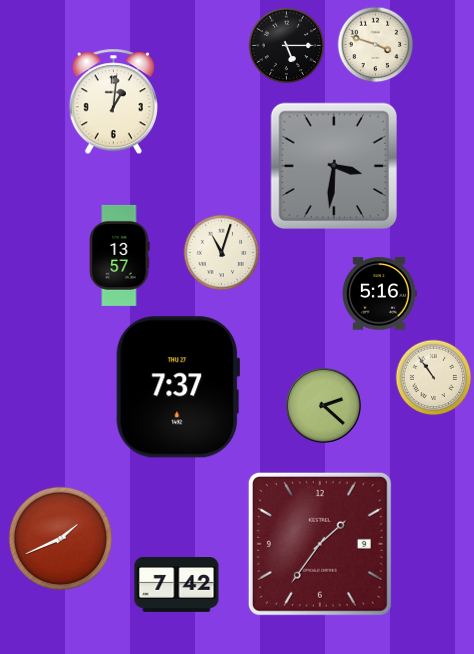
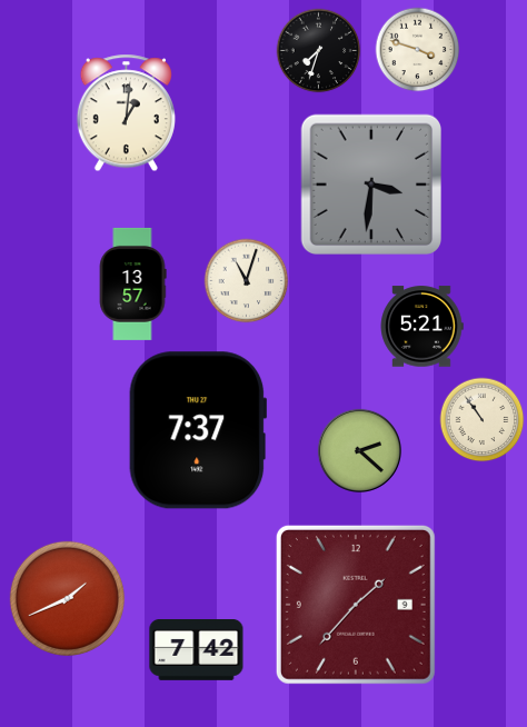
clock at (287, 46): 5:15 -> 7:33
clock at (379, 294): 5:16 -> 5:21
clock at (320, 544): 1:36 -> 1:37
